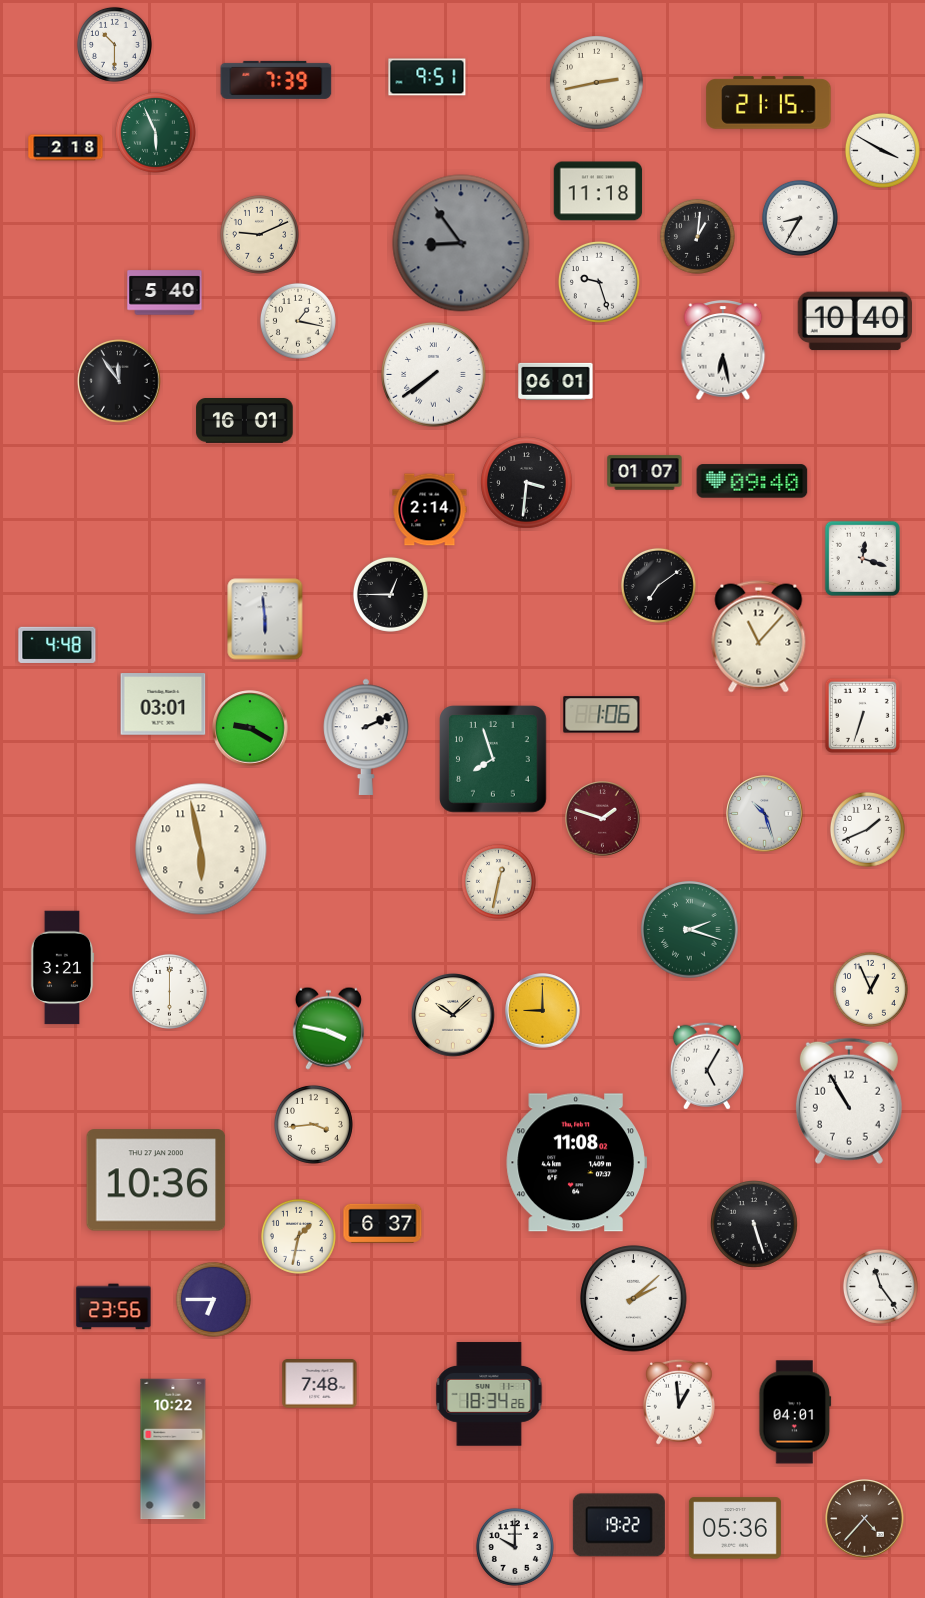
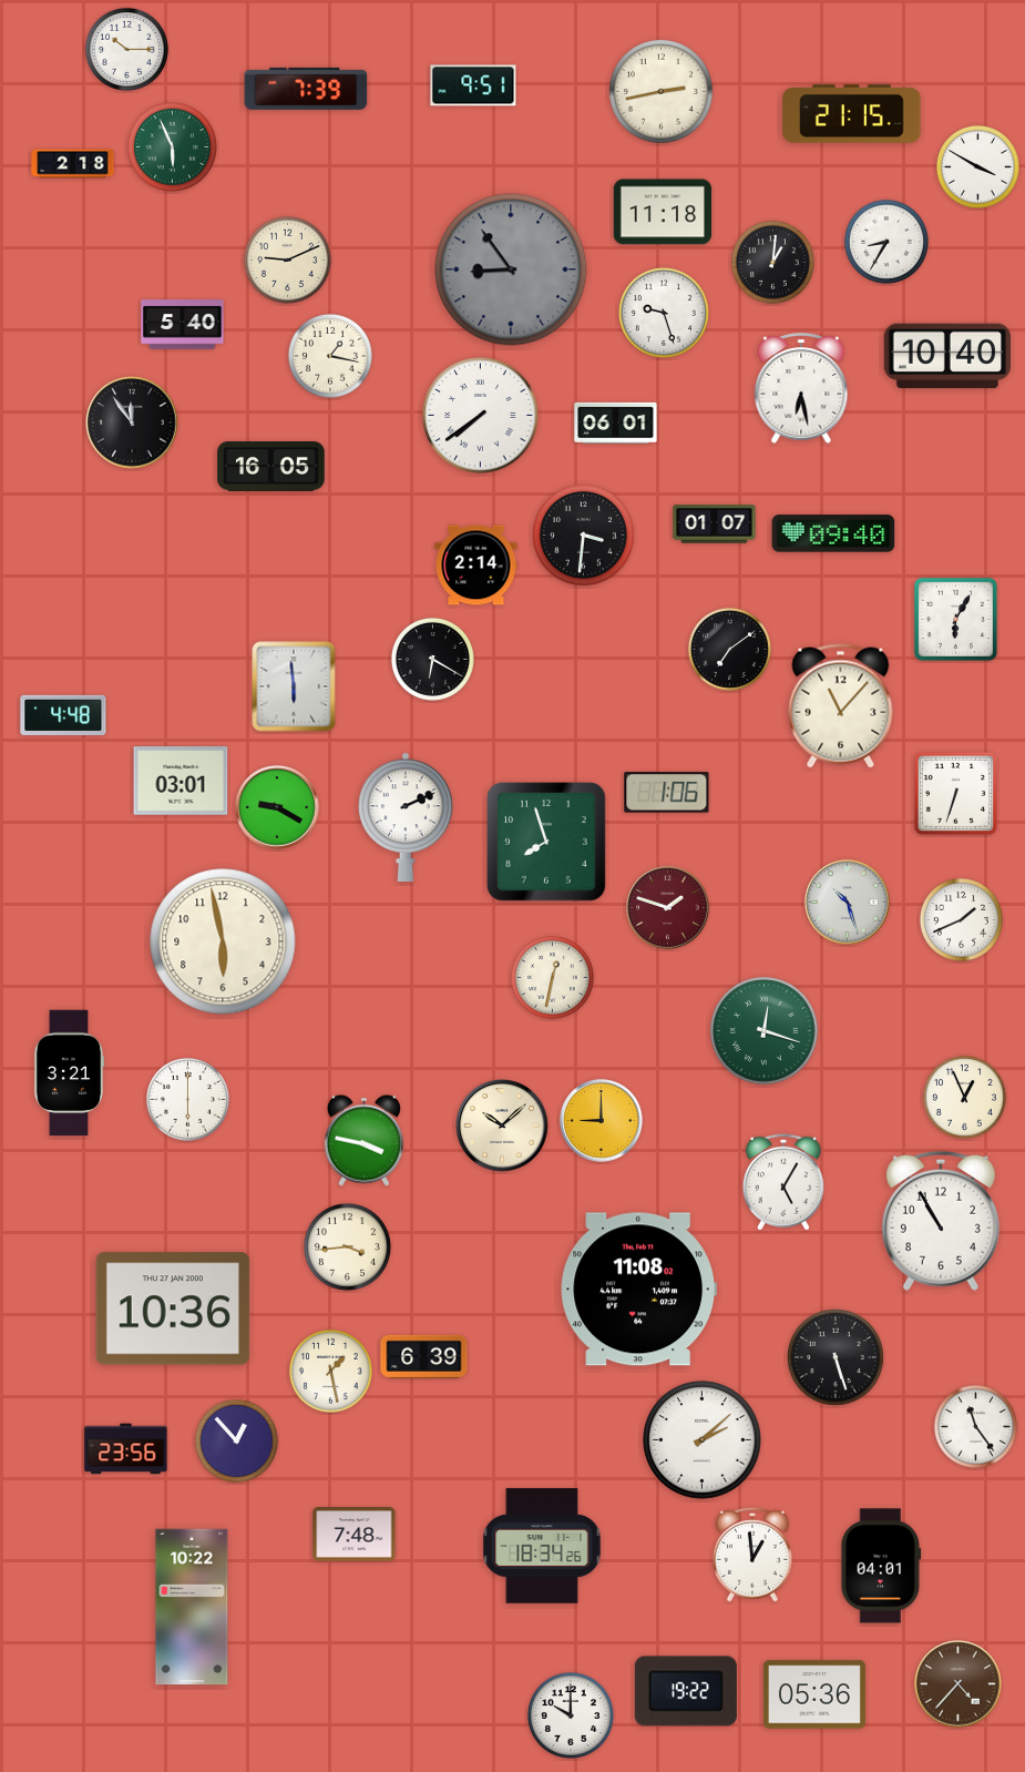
clock at (114, 44): 10:30 -> 10:15
clock at (245, 421): 16:01 -> 16:05
clock at (862, 558): 12:18 -> 6:05
clock at (390, 594): 12:45 -> 6:20
clock at (690, 930): 2:18 -> 12:18
clock at (383, 1223): 6:37 -> 6:39
clock at (298, 1236): 1:32 -> 1:28
clock at (213, 1299): 6:45 -> 12:53
